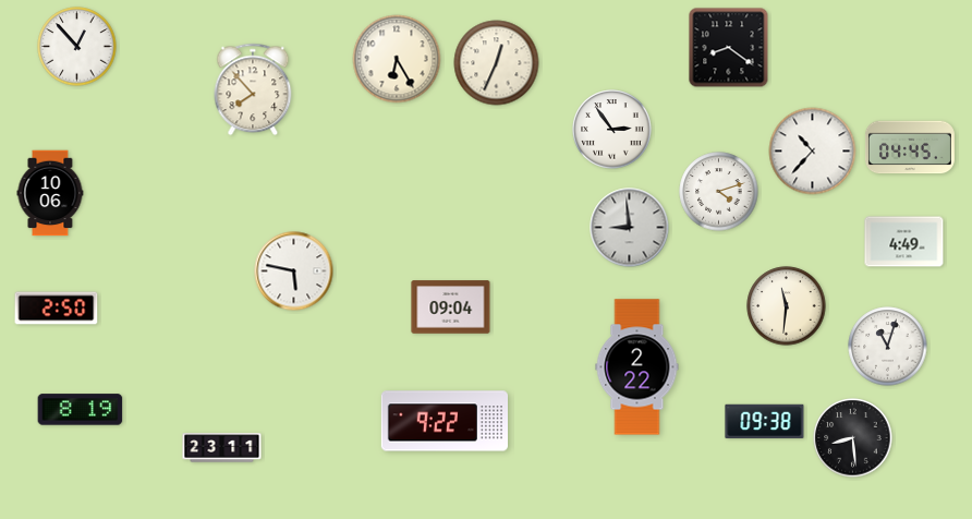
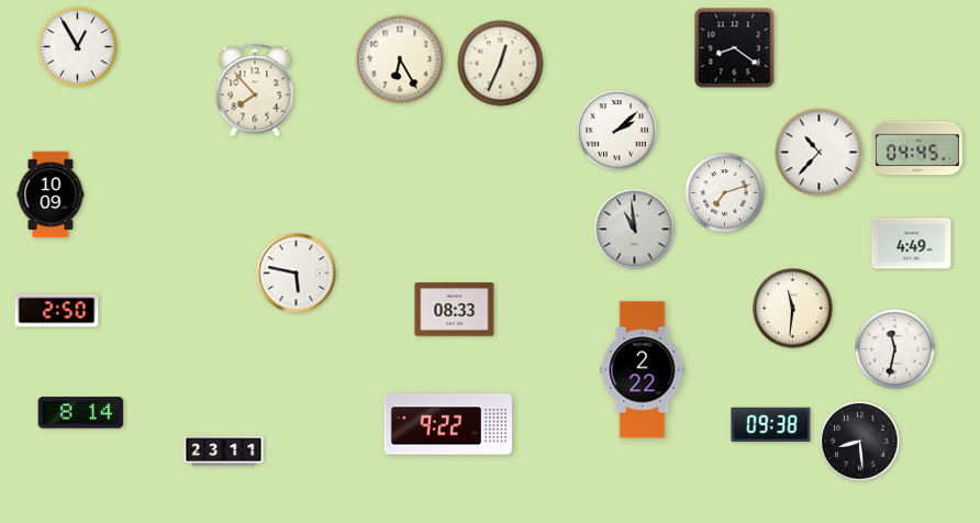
clock at (77, 47): 12:53 -> 12:55
clock at (612, 130): 2:54 -> 2:08
clock at (719, 192): 4:12 -> 7:12
clock at (50, 193): 10:06 -> 10:09
clock at (630, 228): 8:59 -> 10:59
clock at (451, 307): 09:04 -> 08:33
clock at (888, 347): 11:03 -> 11:32
clock at (81, 410): 8:19 -> 8:14
